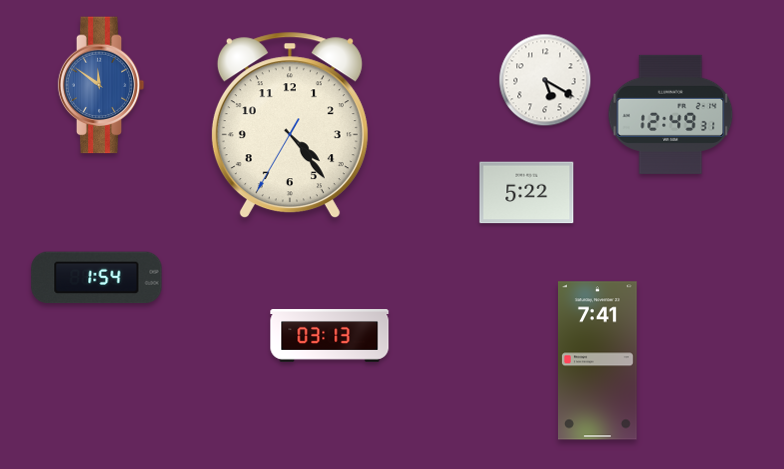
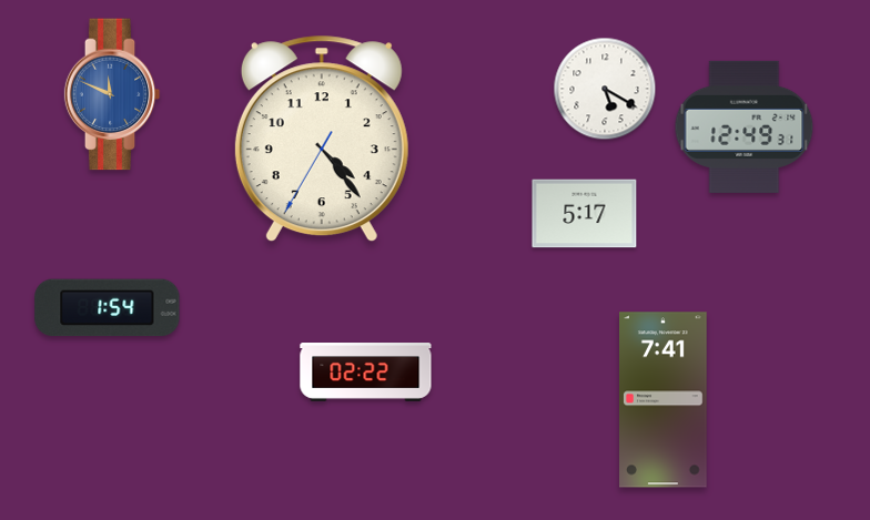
clock at (101, 85): 11:51 -> 11:49
clock at (527, 193): 5:22 -> 5:17
clock at (330, 336): 03:13 -> 02:22
